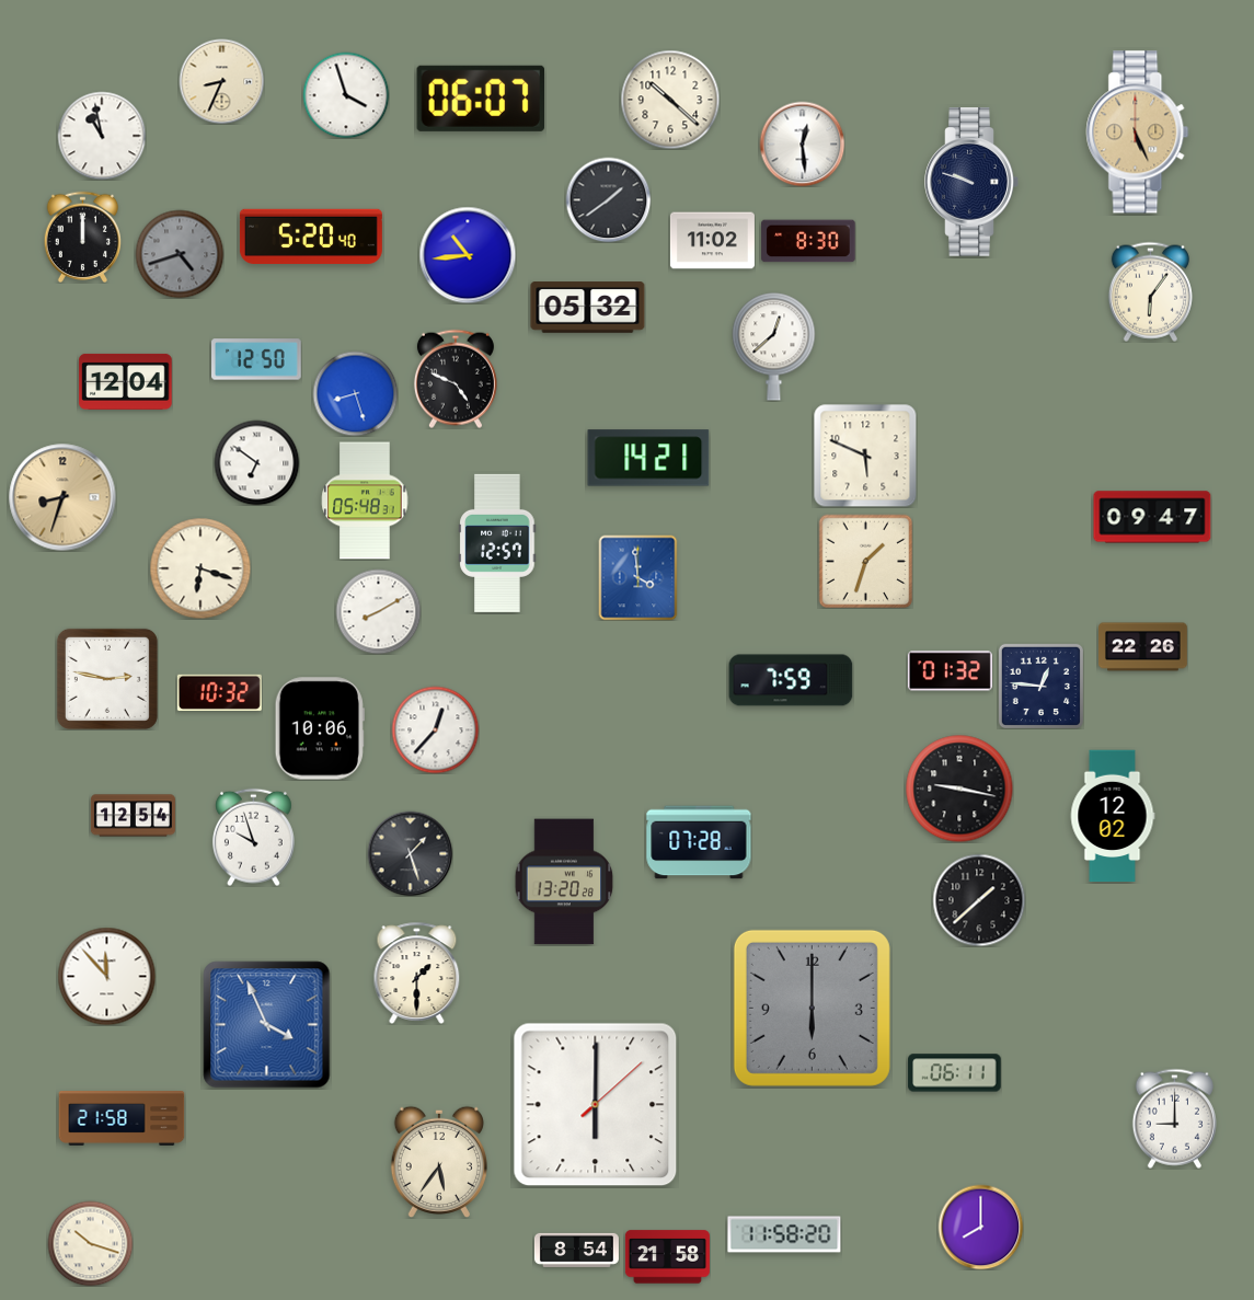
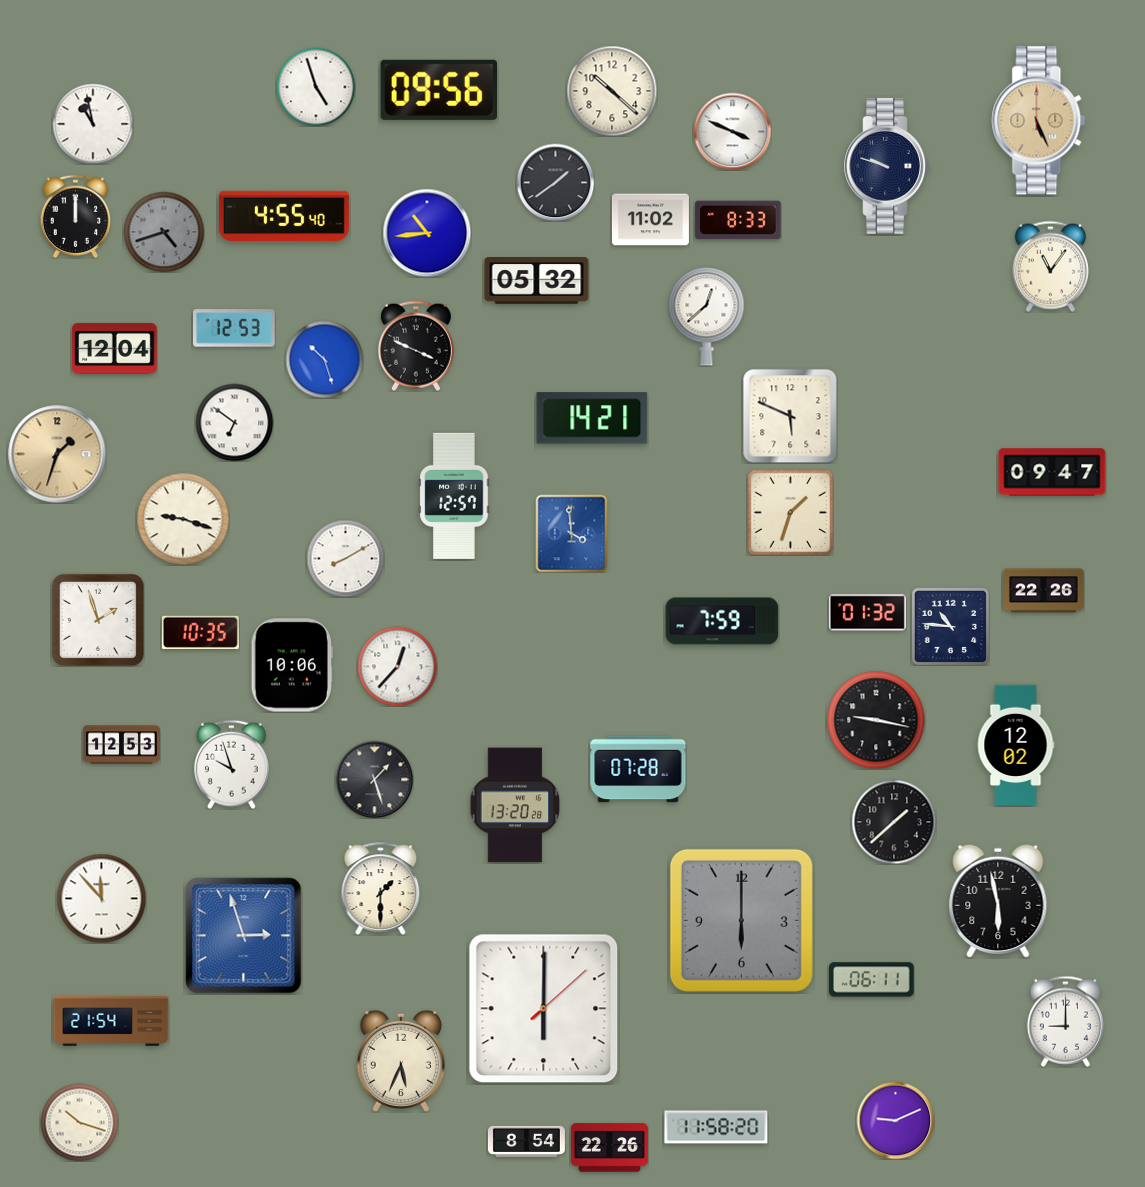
clock at (221, 81): 8:34 -> none
clock at (346, 95): 3:57 -> 4:57
clock at (480, 99): 06:07 -> 09:56
clock at (802, 143): 12:29 -> 3:49
clock at (311, 237): 5:20 -> 4:55
clock at (808, 241): 8:30 -> 8:33
clock at (1150, 291): 6:06 -> 11:06
clock at (257, 359): 12:50 -> 12:53
clock at (456, 379): 4:49 -> 3:49
clock at (355, 393): 8:27 -> 10:27
clock at (62, 497): 8:33 -> 1:33
clock at (365, 501): 05:48 -> none
clock at (200, 568): 6:18 -> 9:18
clock at (638, 577) position: (638, 577) -> (572, 533)
clock at (107, 679): 2:47 -> 1:57
clock at (1040, 686): 12:46 -> 10:46
clock at (219, 692): 10:32 -> 10:35
clock at (133, 816): 12:54 -> 12:53
clock at (106, 976) position: (106, 976) -> (101, 898)
clock at (998, 901): none -> 5:58
clock at (267, 1025): 3:56 -> 2:57
clock at (1174, 1118) position: (1174, 1118) -> (1065, 1021)
clock at (122, 1119): 21:58 -> 21:54
clock at (439, 1161): 5:36 -> 5:34
clock at (980, 1227): 8:00 -> 9:11
clock at (90, 1243) position: (90, 1243) -> (79, 1122)
clock at (667, 1257): 21:58 -> 22:26
